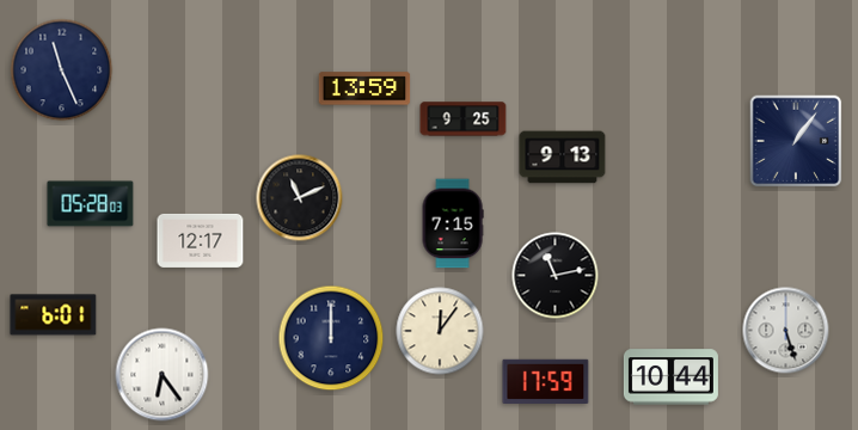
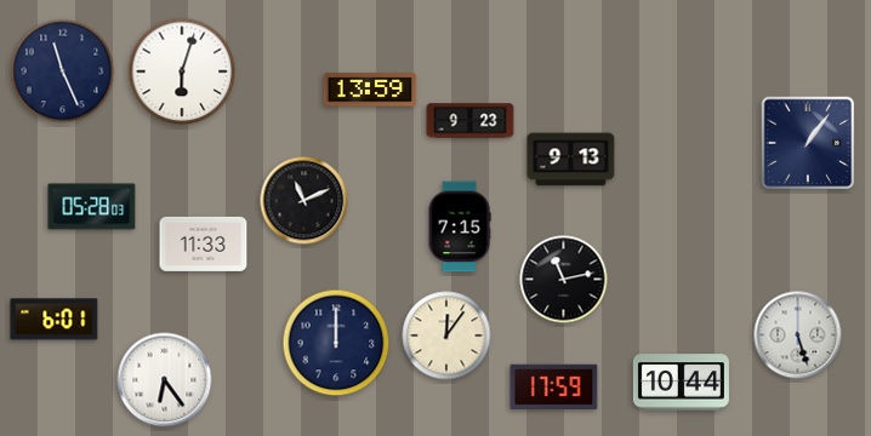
clock at (182, 71): none -> 6:03
clock at (464, 119): 9:25 -> 9:23
clock at (201, 240): 12:17 -> 11:33
